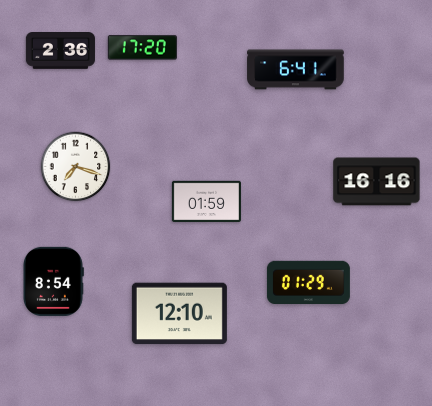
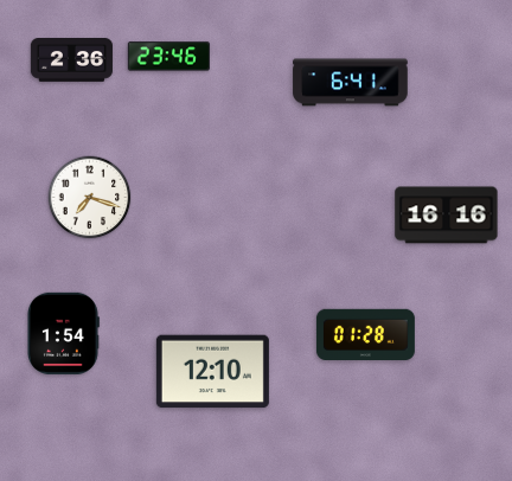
clock at (142, 48): 17:20 -> 23:46
clock at (206, 201): 01:59 -> none
clock at (54, 281): 8:54 -> 1:54
clock at (308, 282): 01:29 -> 01:28
